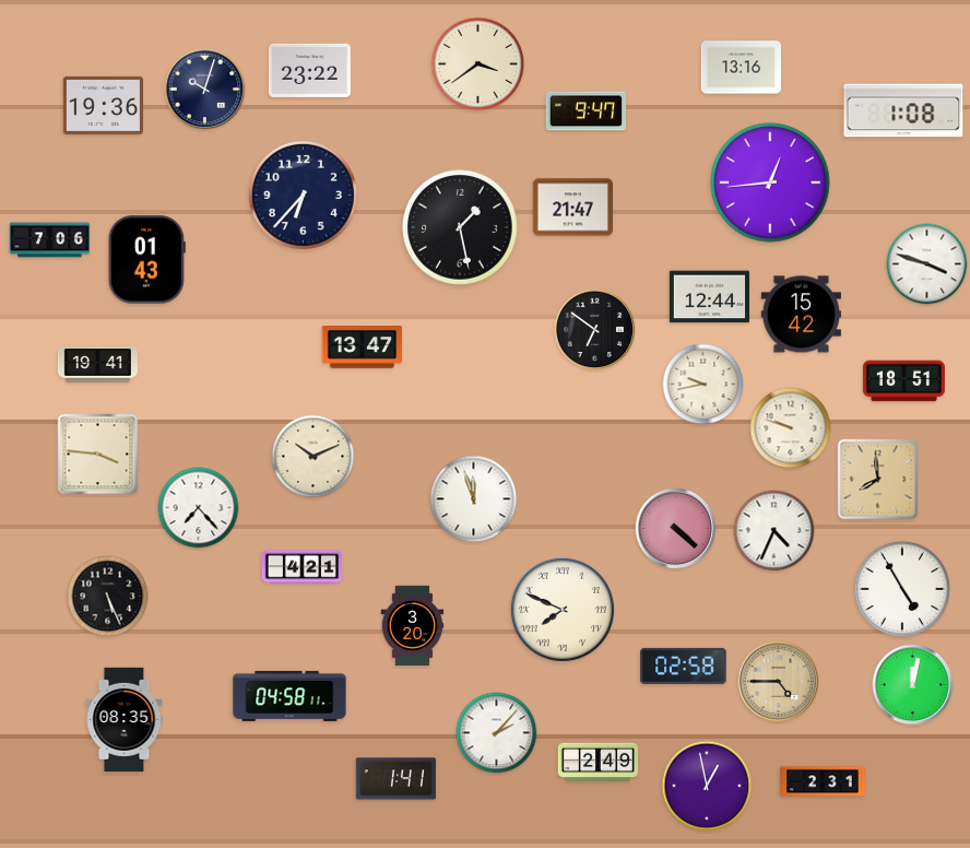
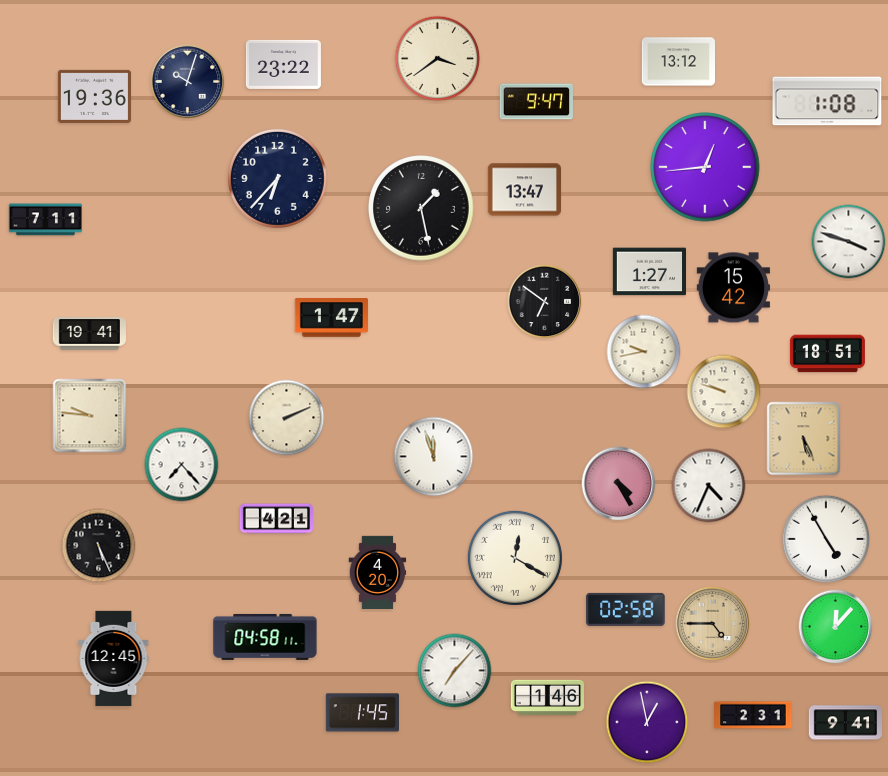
clock at (741, 68): 13:16 -> 13:12
clock at (572, 208): 21:47 -> 13:47
clock at (49, 240): 7:06 -> 7:11
clock at (146, 260): 01:43 -> none
clock at (709, 297): 12:44 -> 1:27
clock at (362, 348): 13:47 -> 1:47
clock at (903, 381) position: (903, 381) -> (827, 354)
clock at (98, 455): 3:46 -> 9:46
clock at (314, 457): 10:11 -> 2:11
clock at (878, 480): 7:59 -> 5:26
clock at (676, 529): 4:22 -> 4:25
clock at (563, 610): 7:49 -> 12:20
clock at (413, 625): 3:20 -> 4:20
clock at (913, 685): 12:02 -> 12:07
clock at (125, 719): 08:35 -> 12:45
clock at (497, 733): 2:07 -> 7:07
clock at (598, 763): 2:49 -> 1:46
clock at (395, 779): 1:41 -> 1:45
clock at (707, 786) position: (707, 786) -> (647, 722)
clock at (845, 723): none -> 9:41
